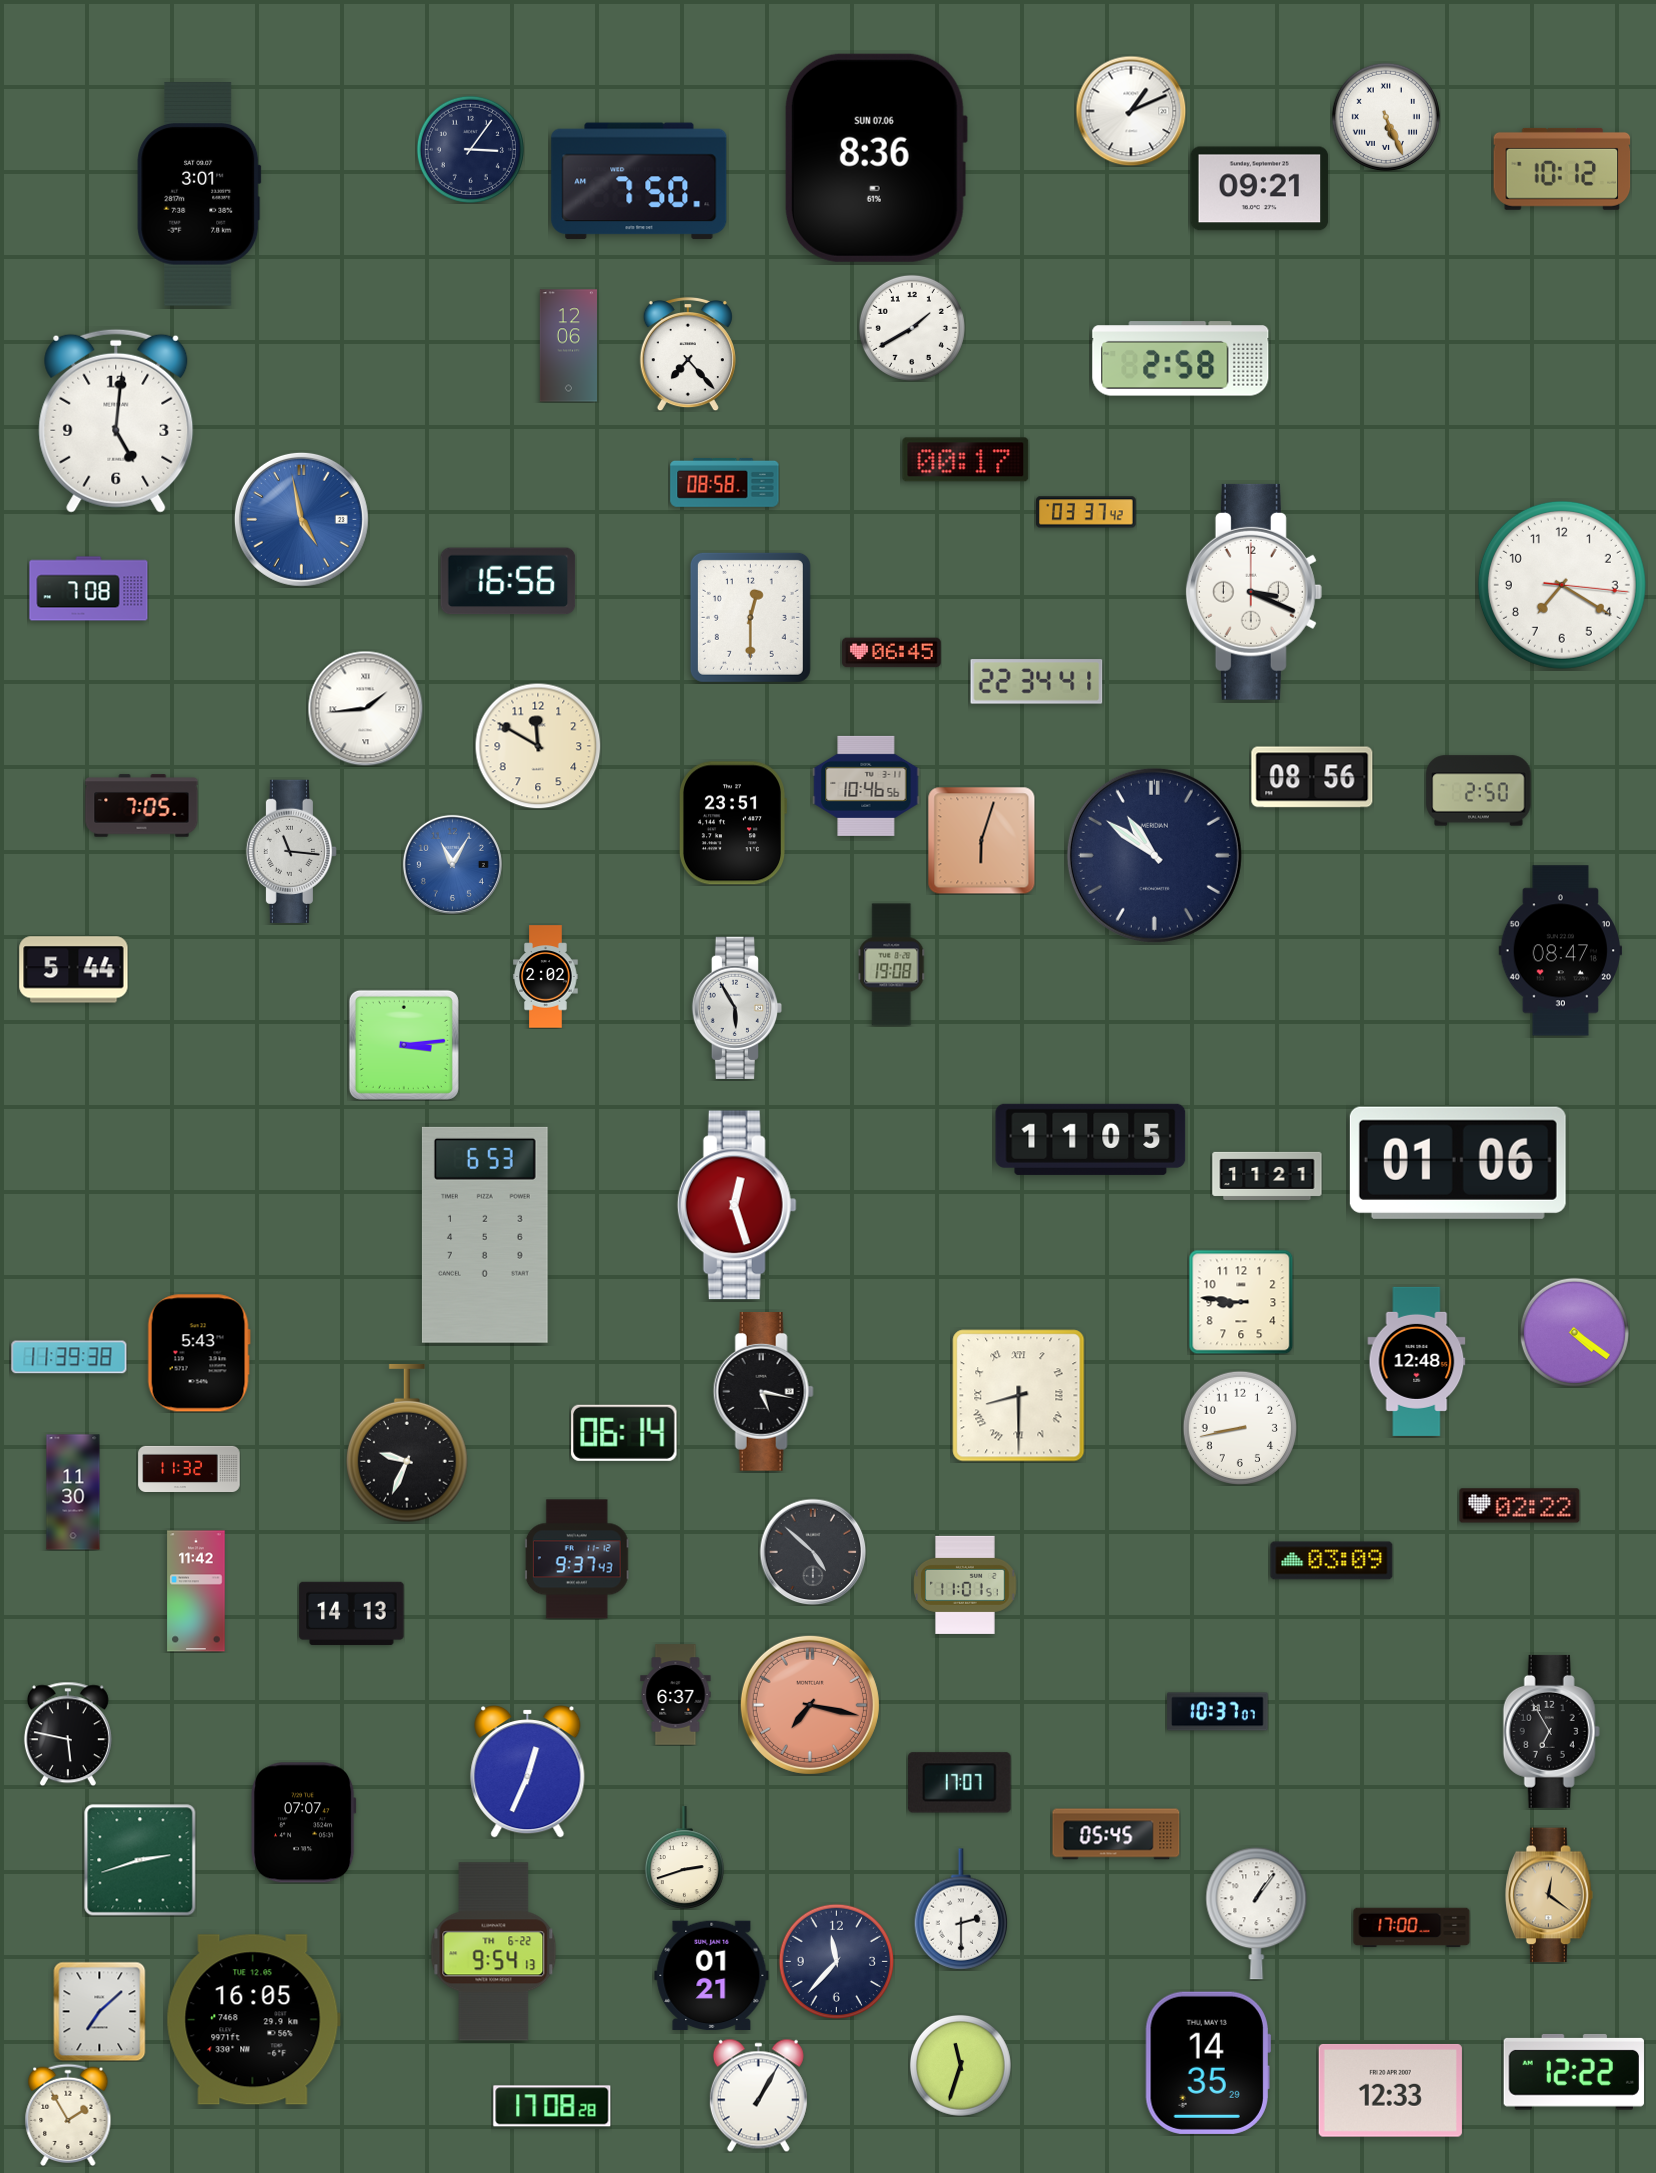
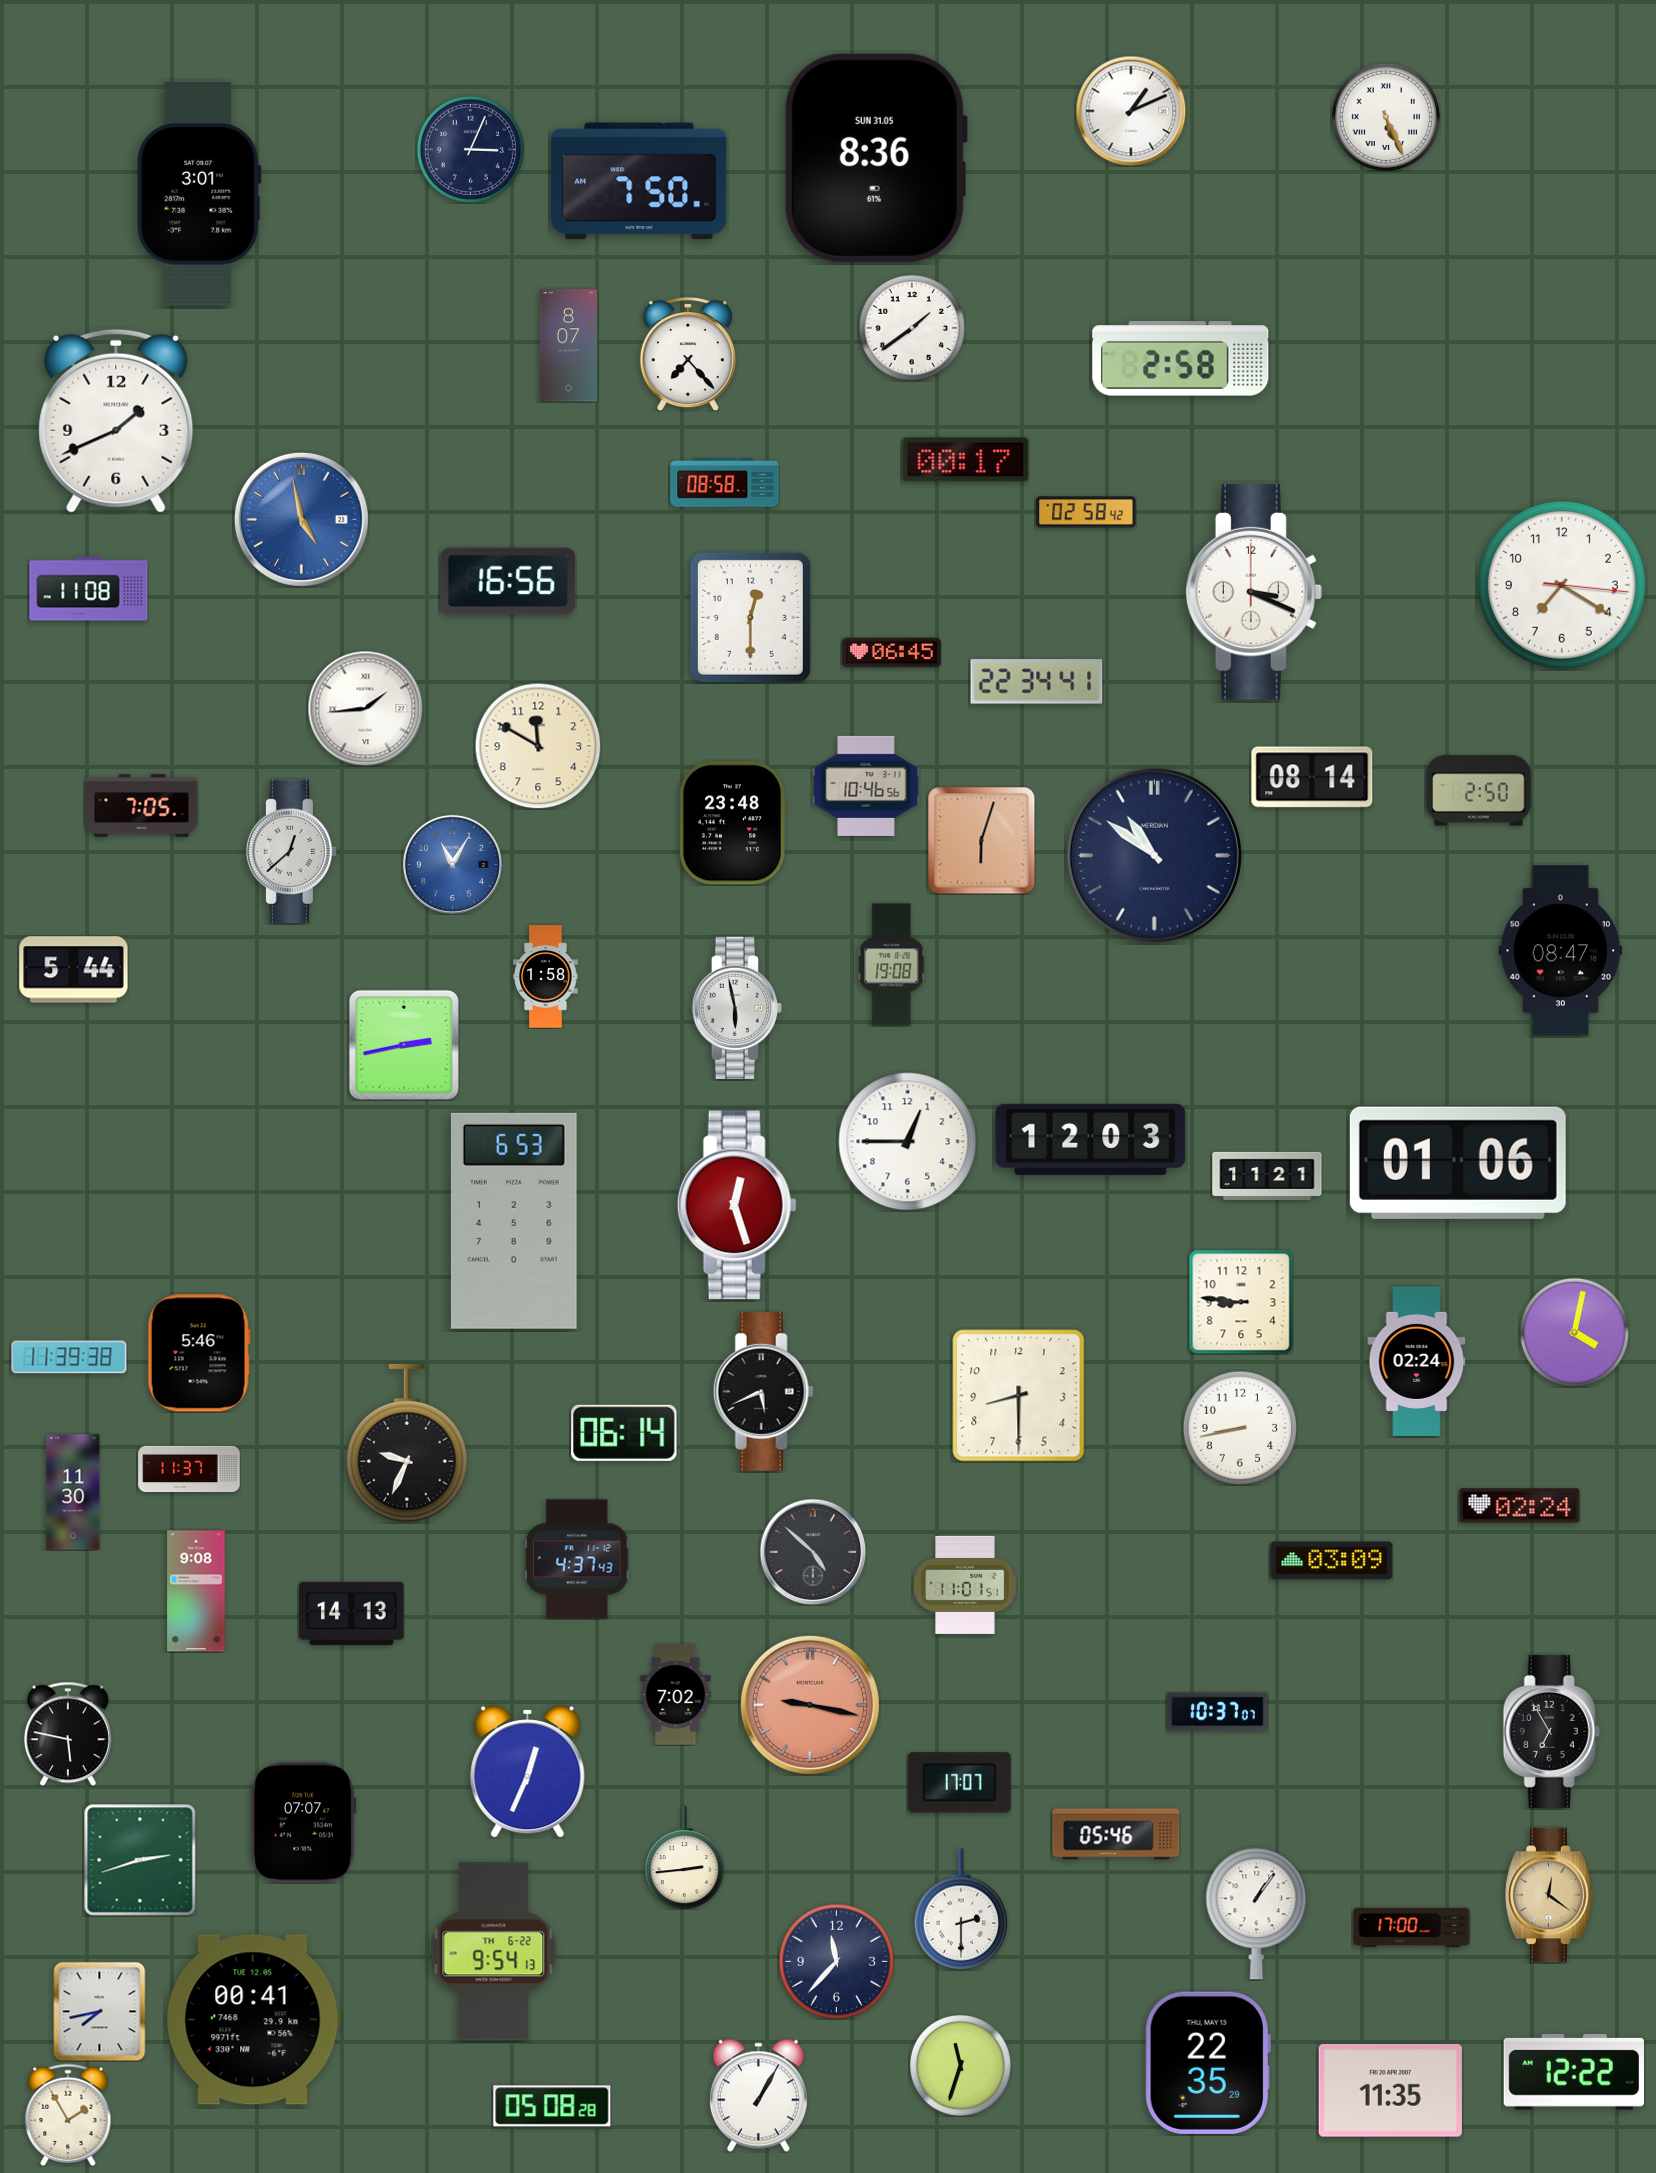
clock at (470, 149): 3:06 -> 3:04
clock at (875, 158) date: SUN 07.06 -> SUN 31.05
clock at (1562, 169): 10:12 -> none
clock at (1260, 189): 09:21 -> none
clock at (912, 328): 1:40 -> 1:39
clock at (568, 346): 12:06 -> 8:07
clock at (116, 421): 5:01 -> 1:41
clock at (1086, 512): 03:37 -> 02:58
clock at (89, 589): 7:08 -> 11:08
clock at (1312, 777): 08:56 -> 08:14
clock at (732, 823): 23:51 -> 23:48
clock at (291, 851): 11:16 -> 12:38
clock at (546, 977): 2:02 -> 1:58
clock at (736, 1007): 5:55 -> 5:58
clock at (404, 1045): 3:14 -> 2:43
clock at (1091, 1139): 11:05 -> 12:03
clock at (908, 1142): none -> 12:45
clock at (485, 1235) position: (485, 1235) -> (514, 1221)
clock at (1574, 1332): 4:21 -> 4:02
clock at (199, 1353): 5:43 -> 5:46
clock at (1417, 1361): 12:48 -> 02:24
clock at (763, 1392): 5:17 -> 5:41
clock at (1019, 1396) numerals: Roman -> Arabic
clock at (189, 1469): 11:32 -> 11:37
clock at (1520, 1506): 02:22 -> 02:24
clock at (577, 1559): 9:37 -> 4:37
clock at (196, 1591): 11:42 -> 9:08
clock at (676, 1695): 6:37 -> 7:02
clock at (810, 1705): 7:17 -> 9:17
clock at (1116, 1834): 05:45 -> 05:46
clock at (684, 1858): 2:42 -> 2:44
clock at (712, 1975): 01:21 -> none
clock at (100, 2011): 7:08 -> 7:43
clock at (253, 2020): 16:05 -> 00:41
clock at (1208, 2063): 14:35 -> 22:35
clock at (1390, 2091): 12:33 -> 11:35
clock at (552, 2106): 17:08 -> 05:08
